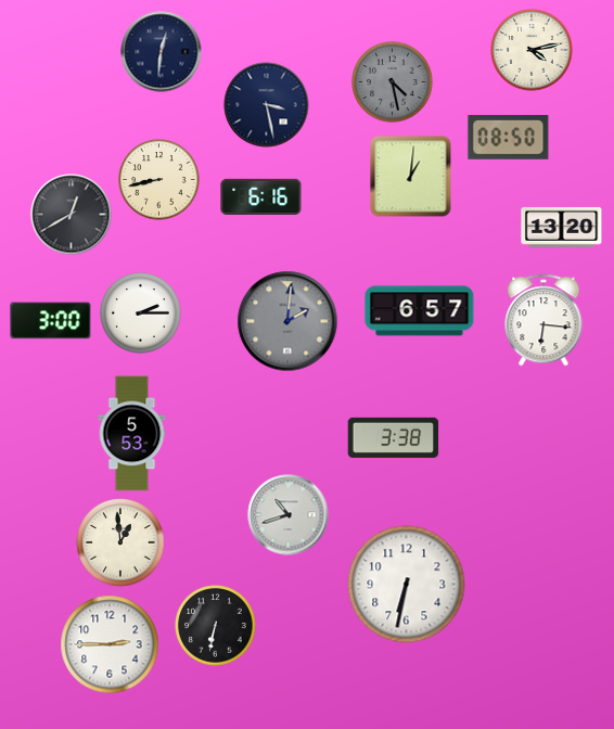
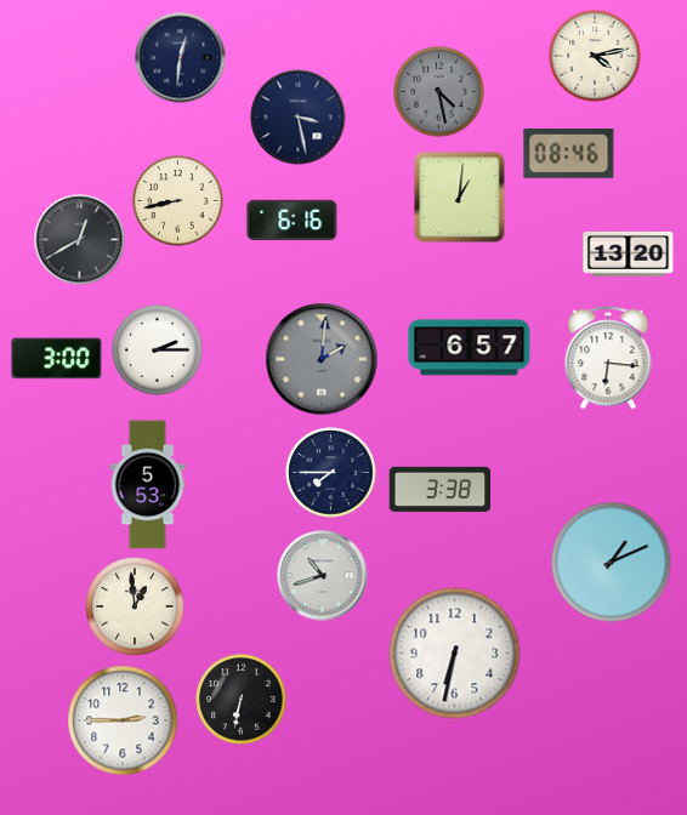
clock at (509, 137): 08:50 -> 08:46
clock at (331, 473): none -> 7:45
clock at (612, 563): none -> 1:11
